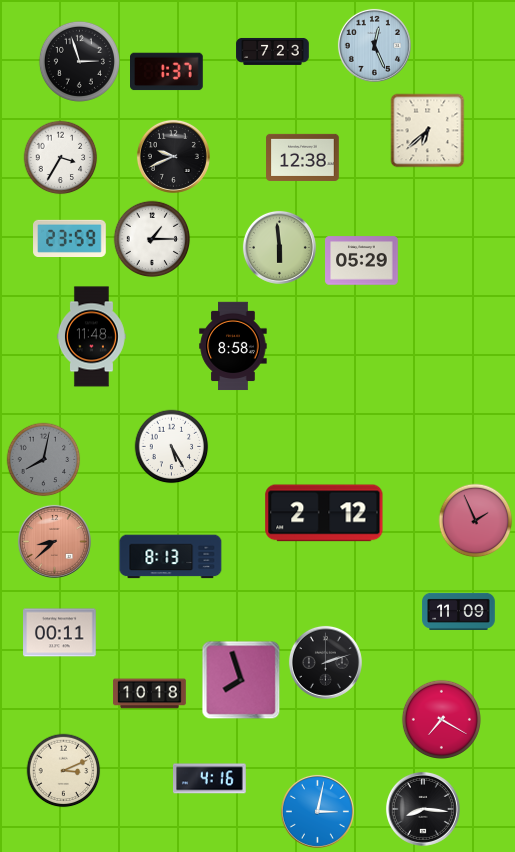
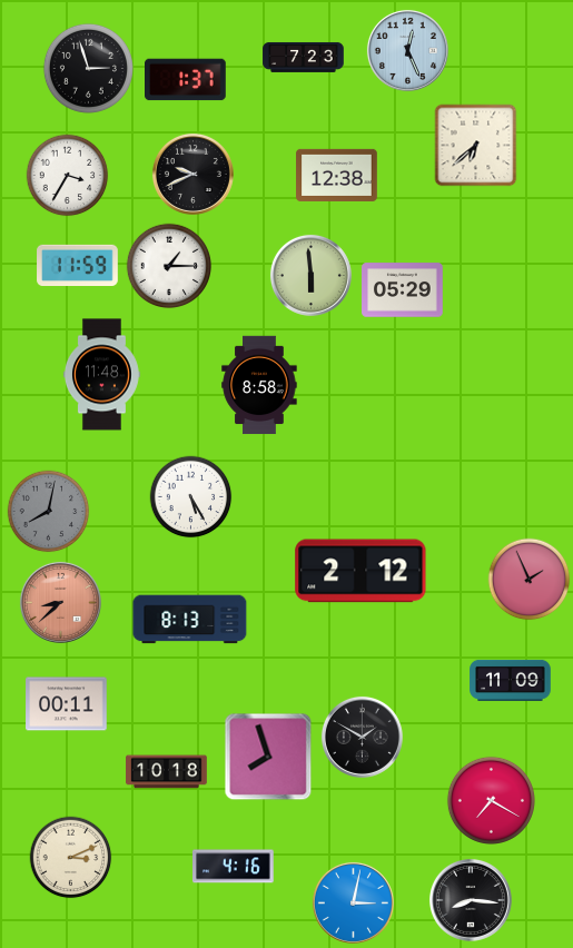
clock at (374, 45) position: (374, 45) -> (407, 50)
clock at (70, 238): 23:59 -> 11:59
clock at (325, 662): 2:12 -> 1:50
